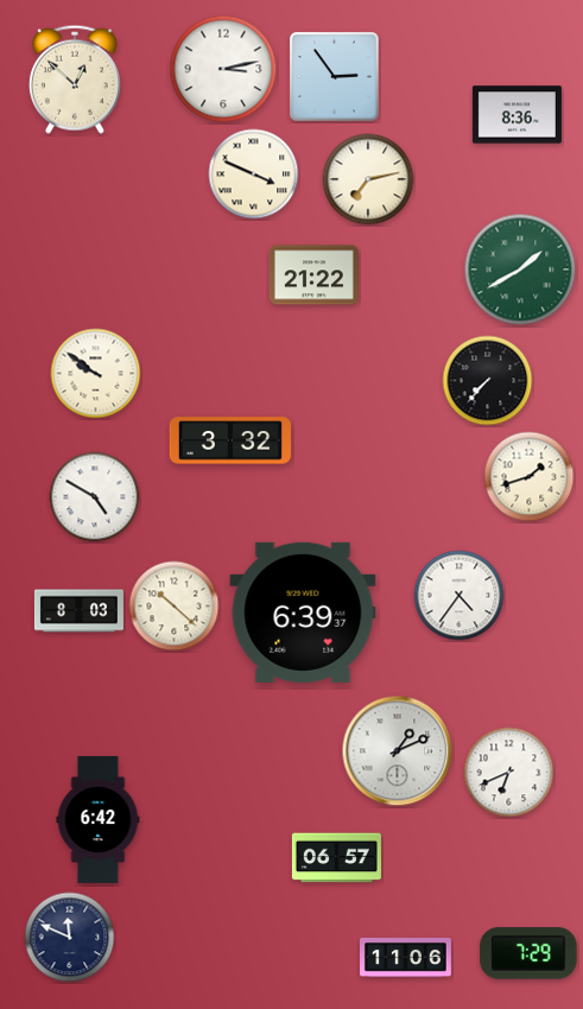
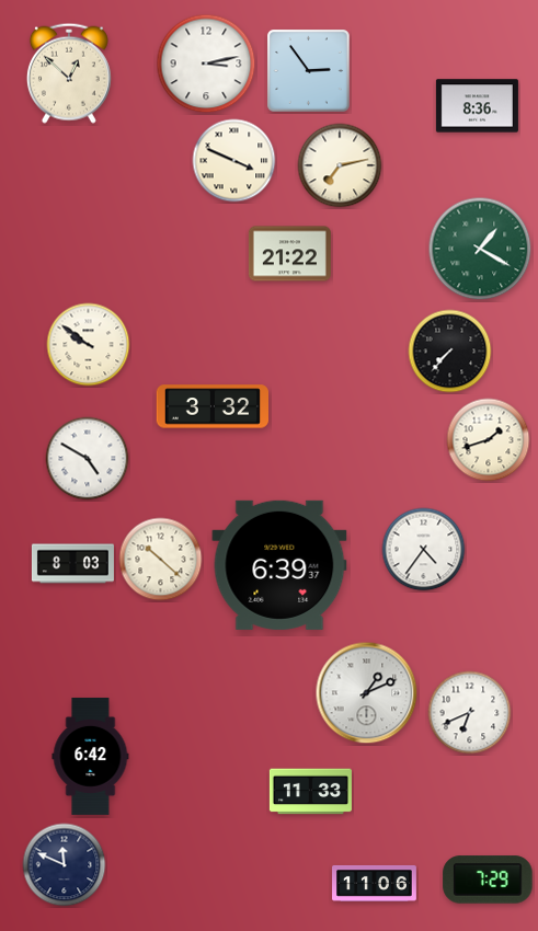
clock at (520, 269): 1:40 -> 1:20
clock at (336, 858): 06:57 -> 11:33
